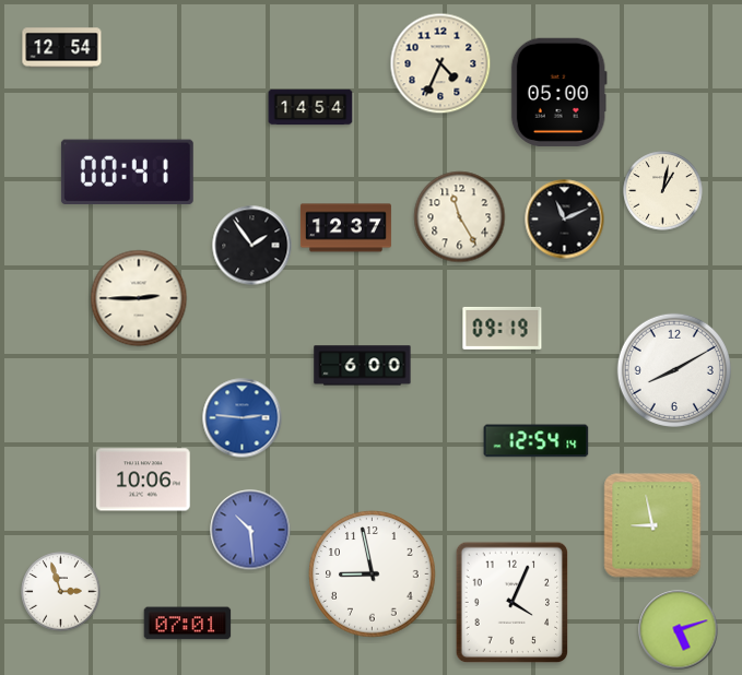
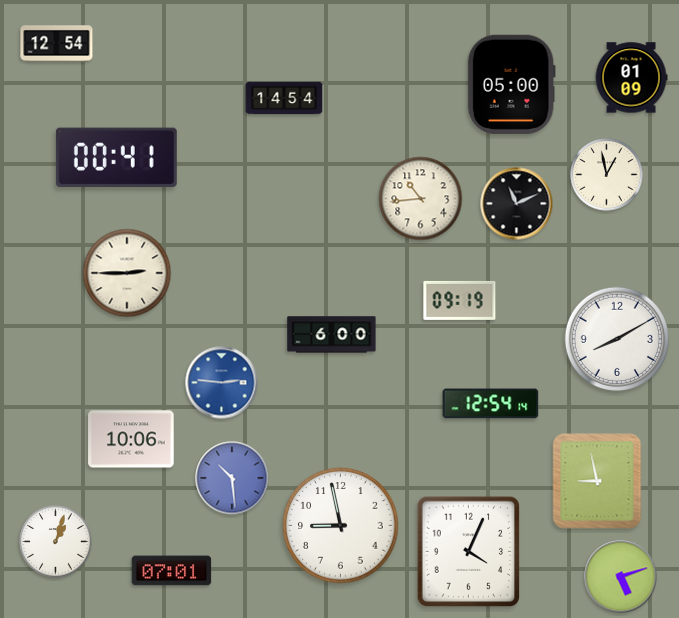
clock at (440, 63): 4:34 -> none
clock at (631, 78): none -> 01:09
clock at (663, 191): 1:02 -> 12:58
clock at (460, 217): 11:25 -> 10:44
clock at (565, 220) position: (565, 220) -> (517, 204)
clock at (345, 228): 12:37 -> none
clock at (252, 246): 1:54 -> none
clock at (250, 530) position: (250, 530) -> (232, 478)
clock at (61, 592): 2:57 -> 1:03
